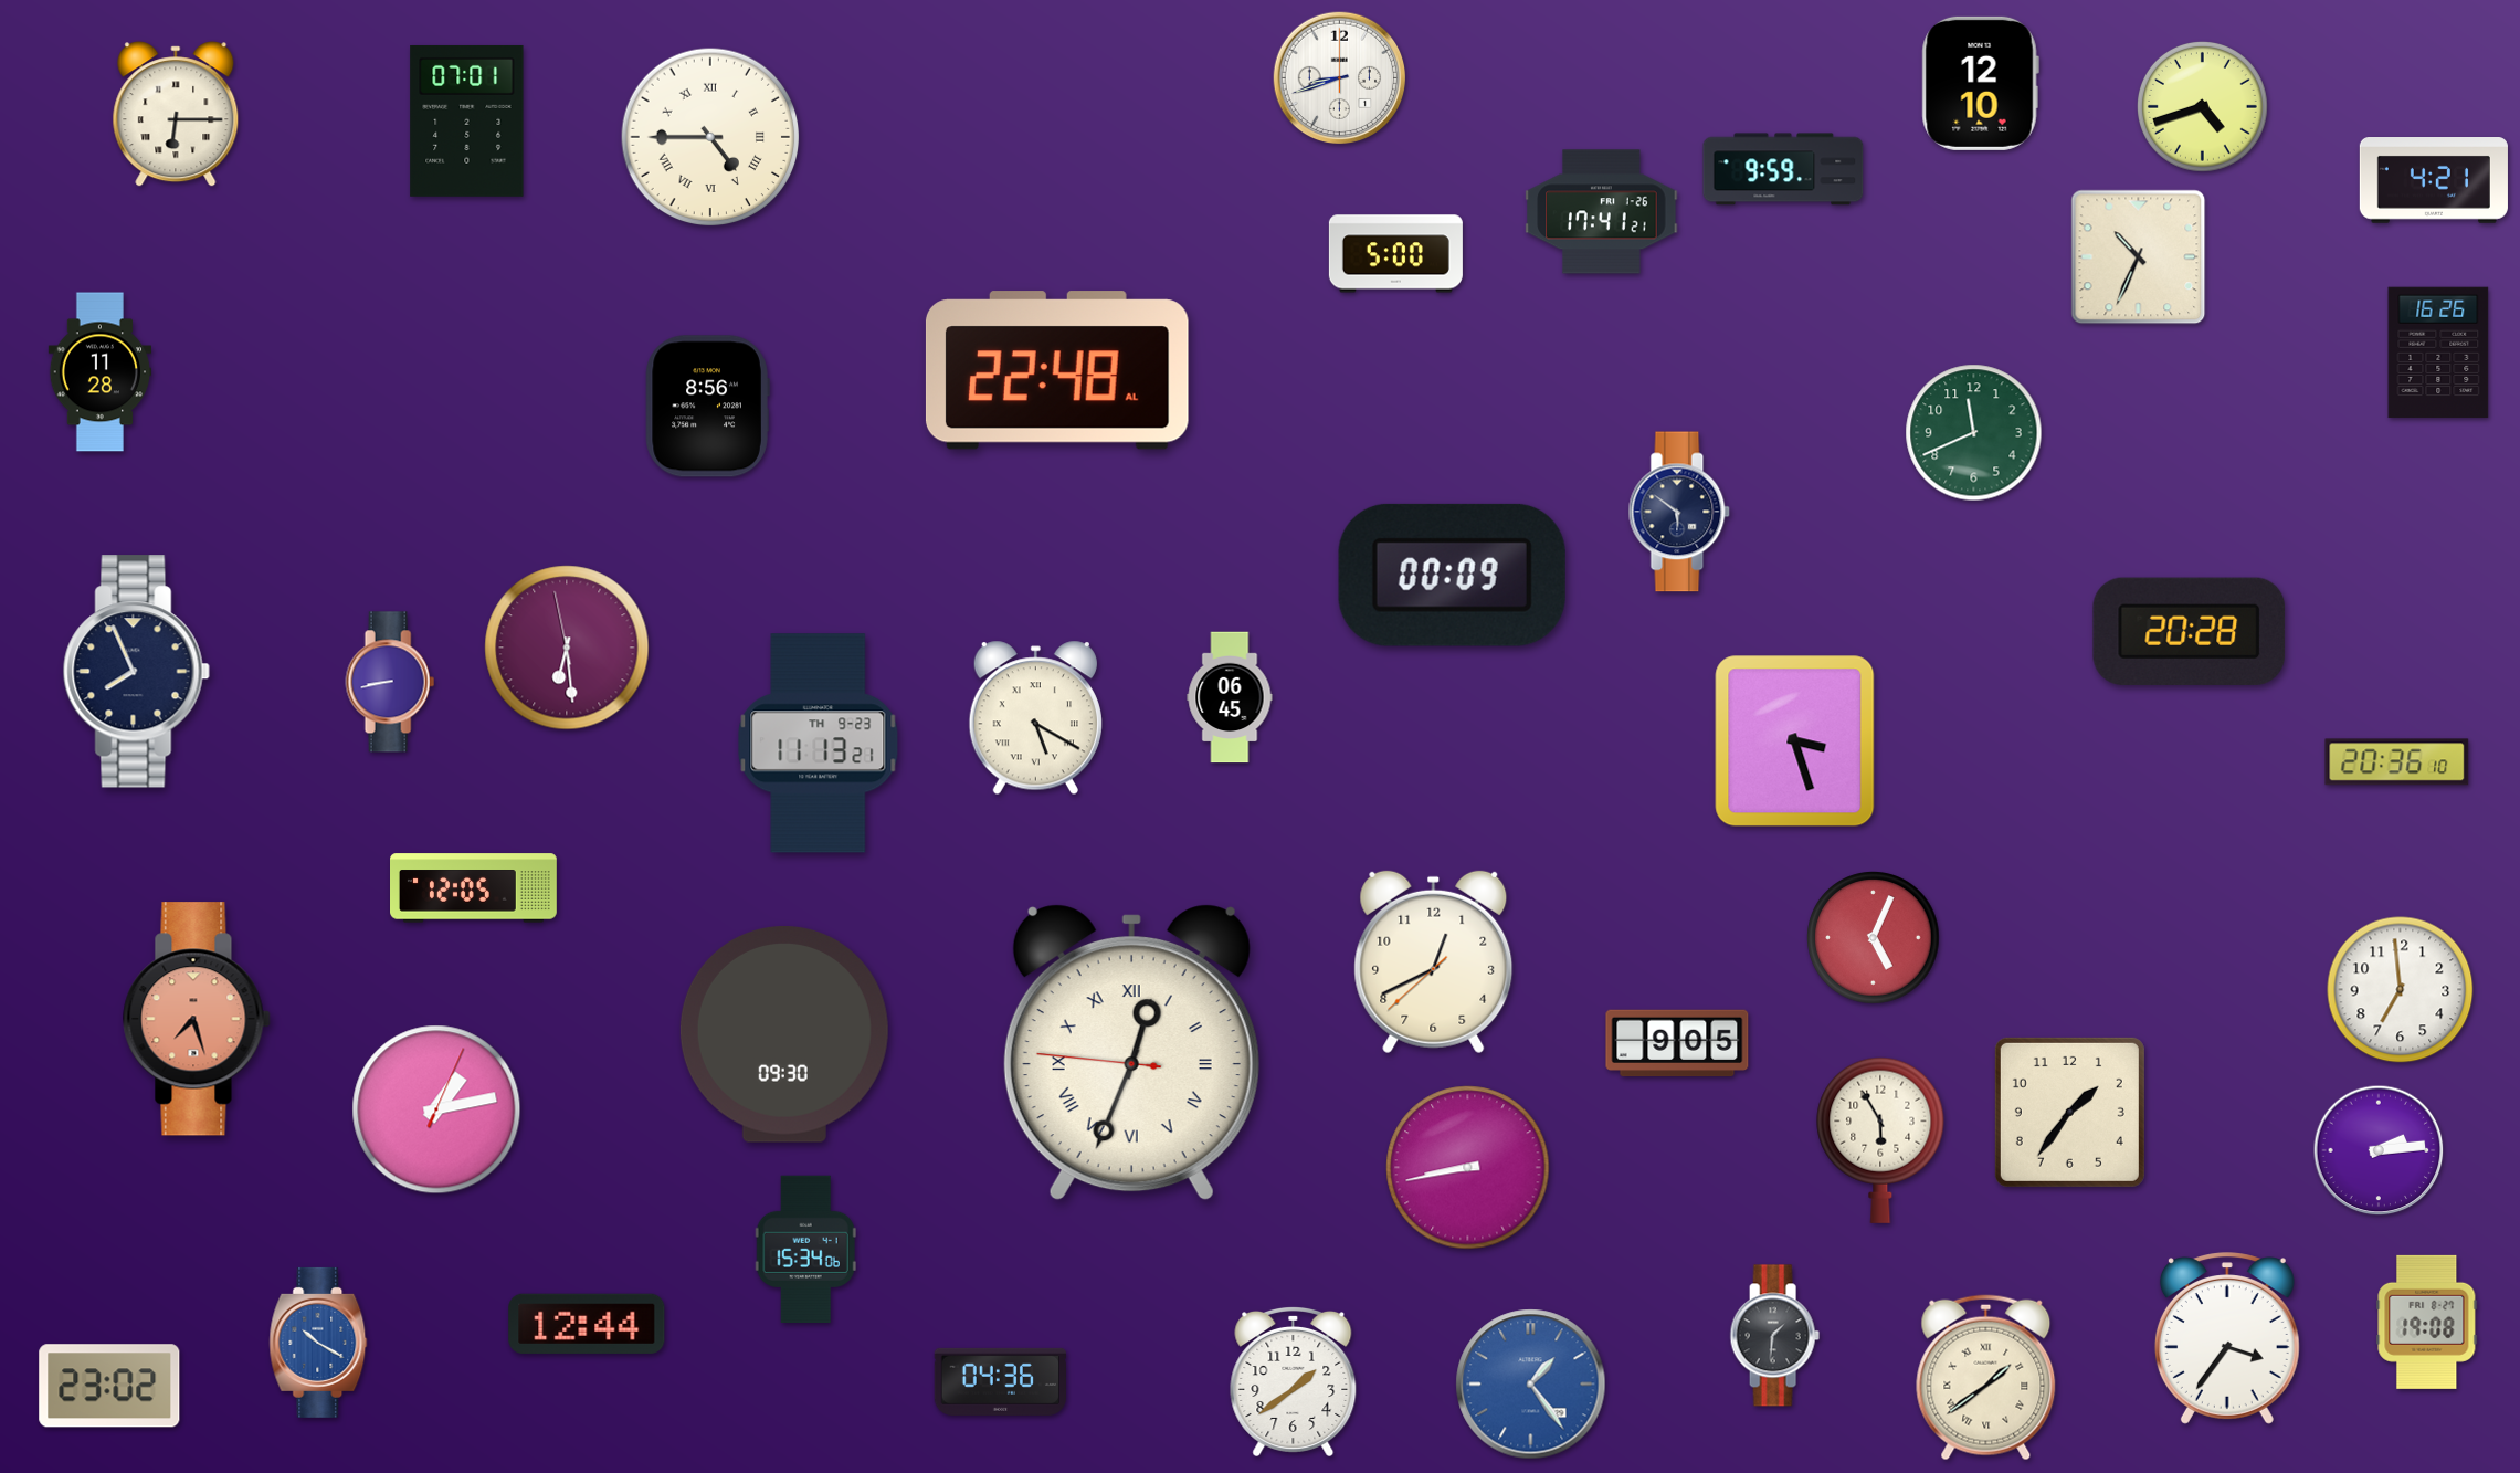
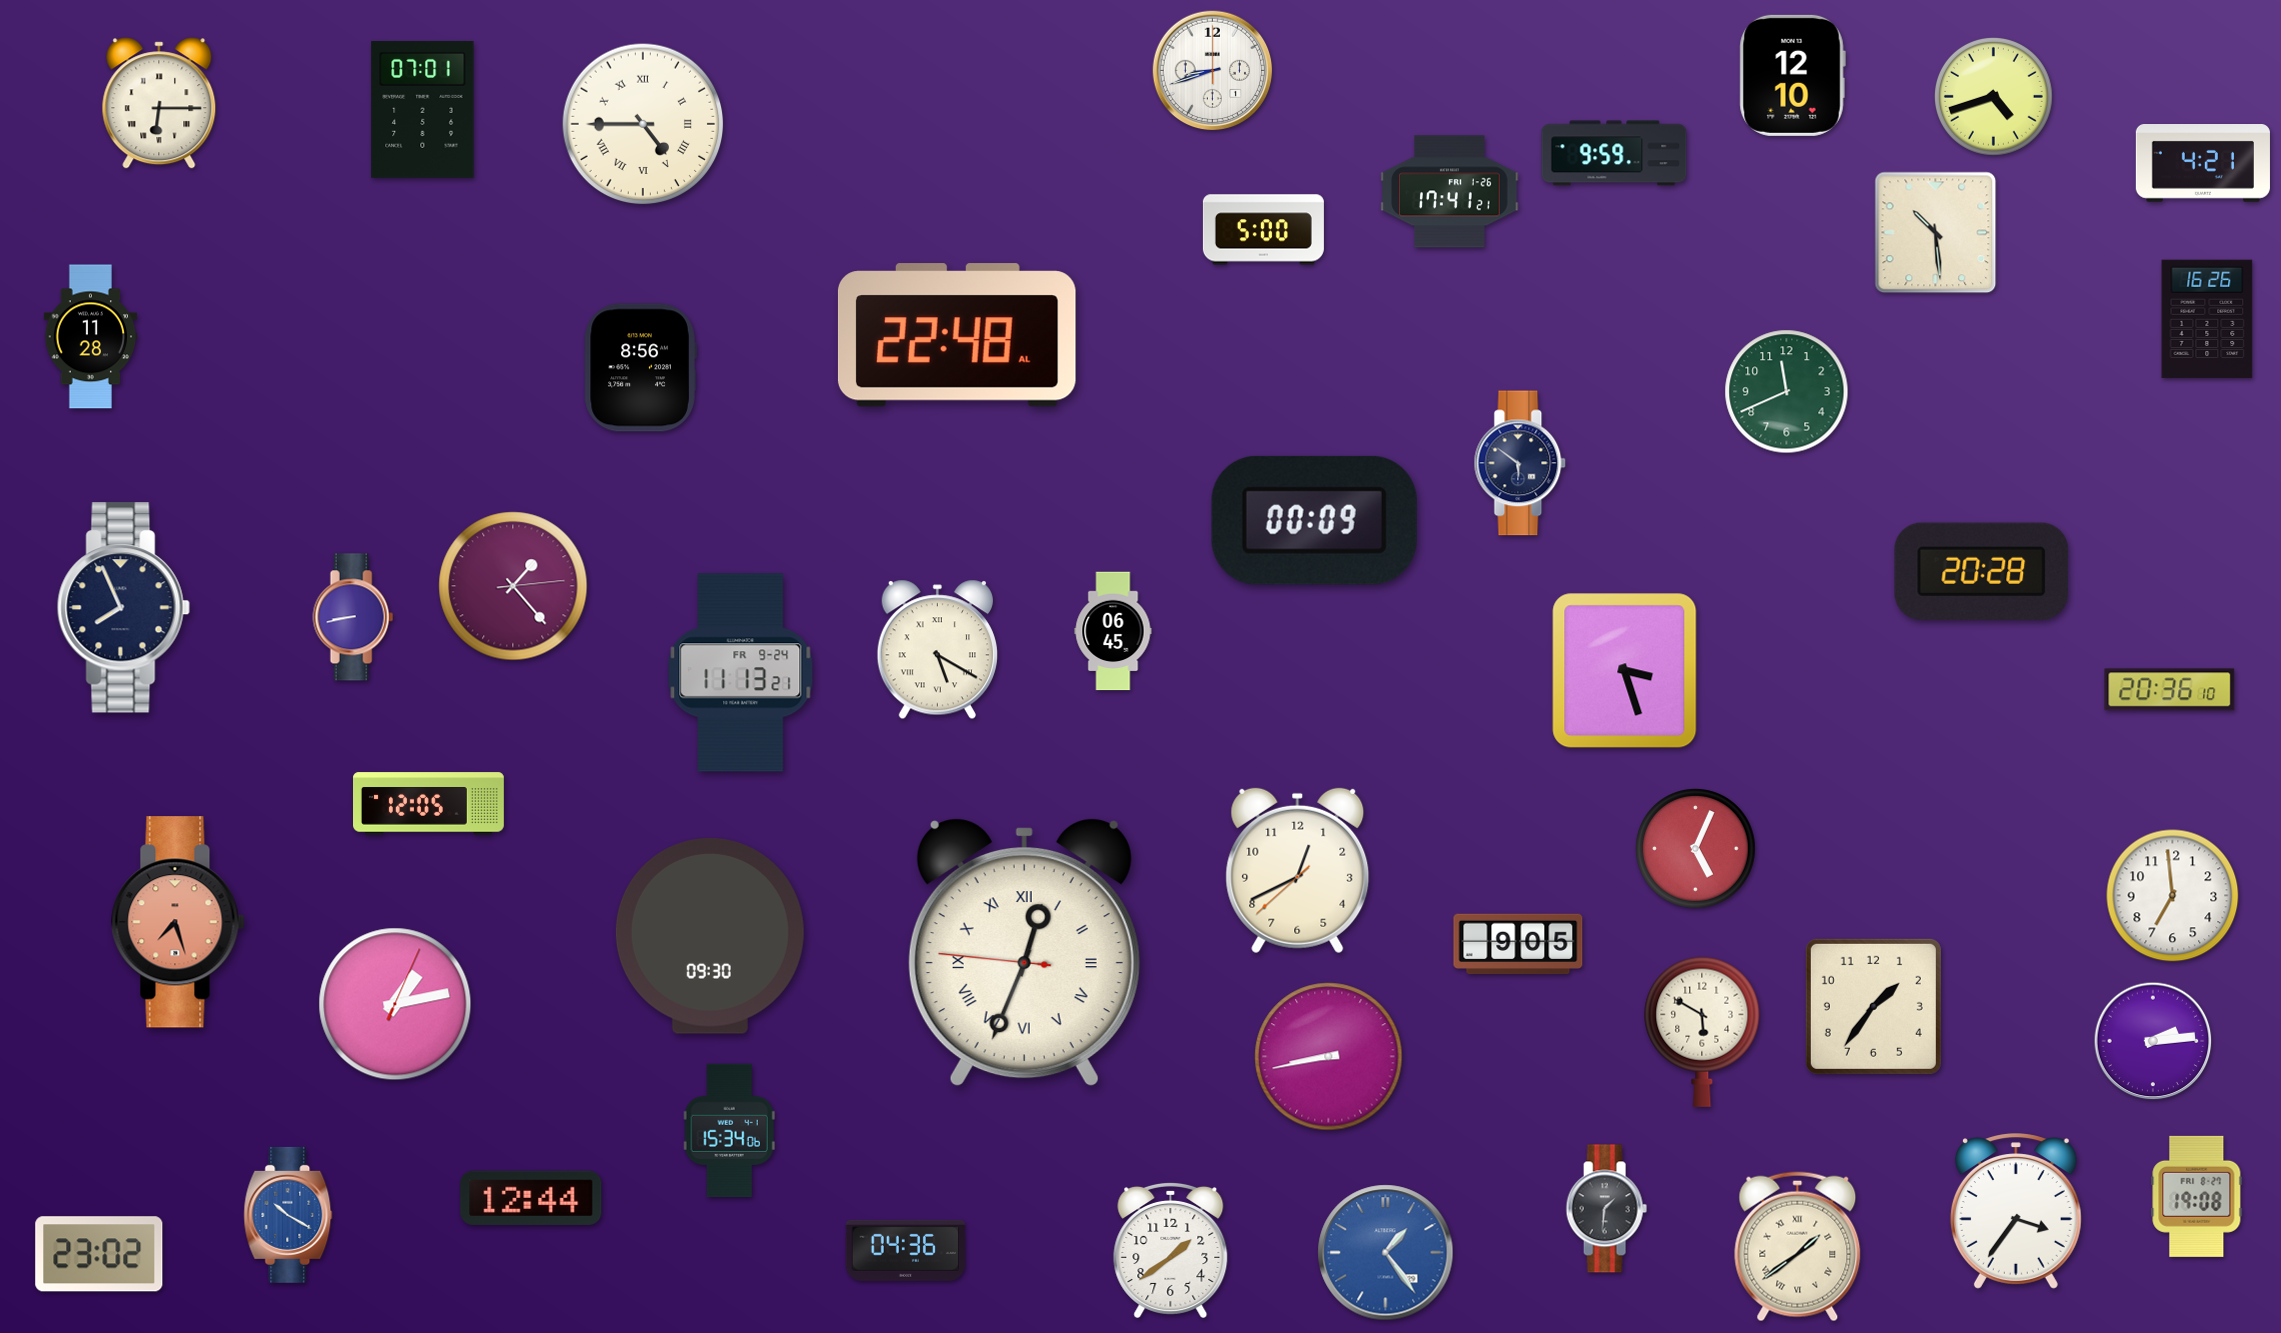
clock at (2139, 257): 10:34 -> 10:29
clock at (567, 648): 6:28 -> 1:23
clock at (819, 744) date: TH 9-23 -> FR 9-24
clock at (1880, 1140): 5:55 -> 5:50
